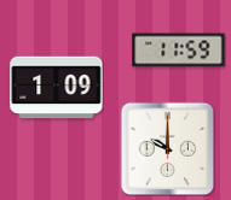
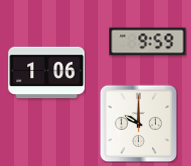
clock at (179, 51): 11:59 -> 9:59
clock at (57, 88): 1:09 -> 1:06
